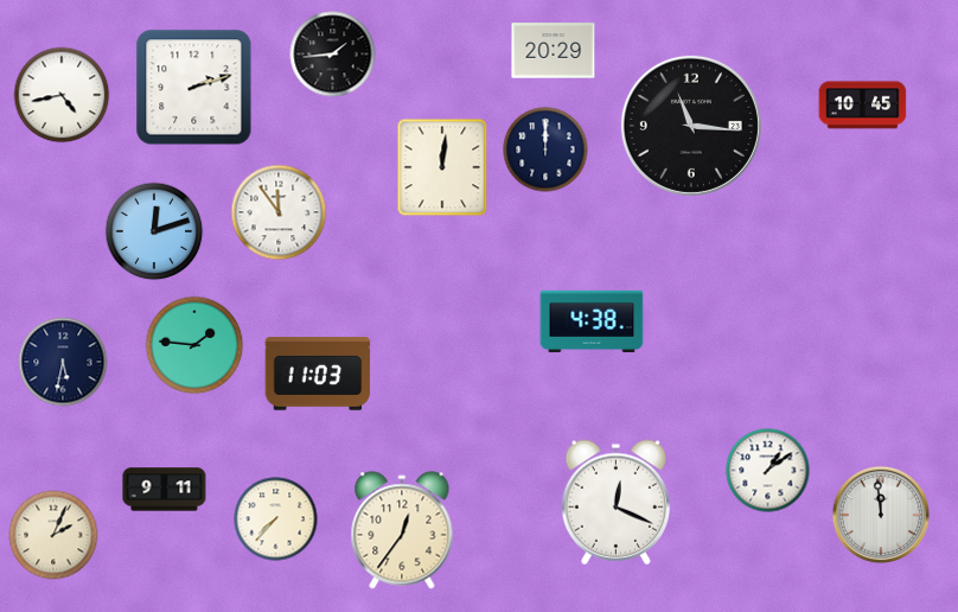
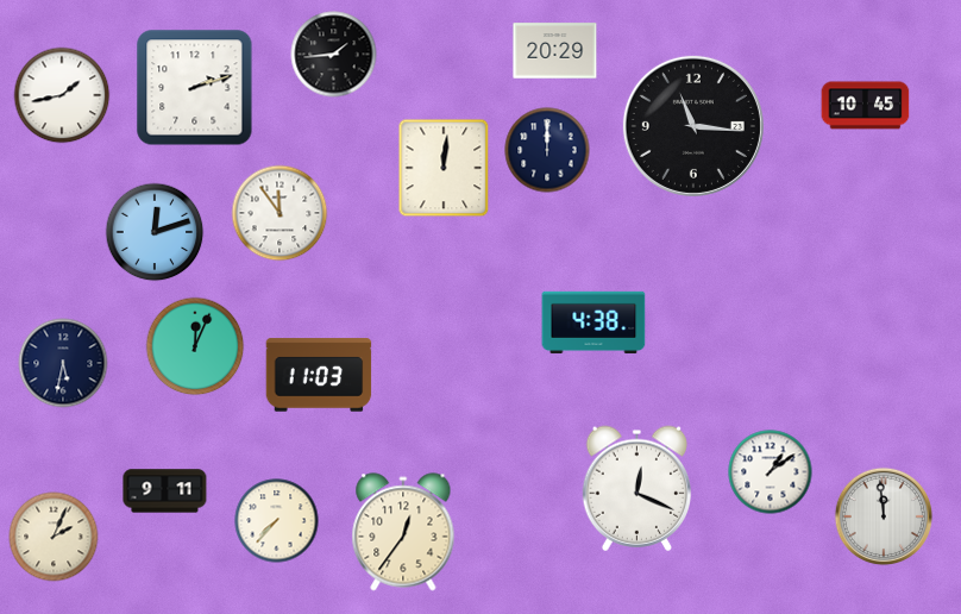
clock at (62, 95): 4:43 -> 1:43
clock at (194, 345): 1:46 -> 12:04
clock at (617, 502) position: (617, 502) -> (637, 488)
